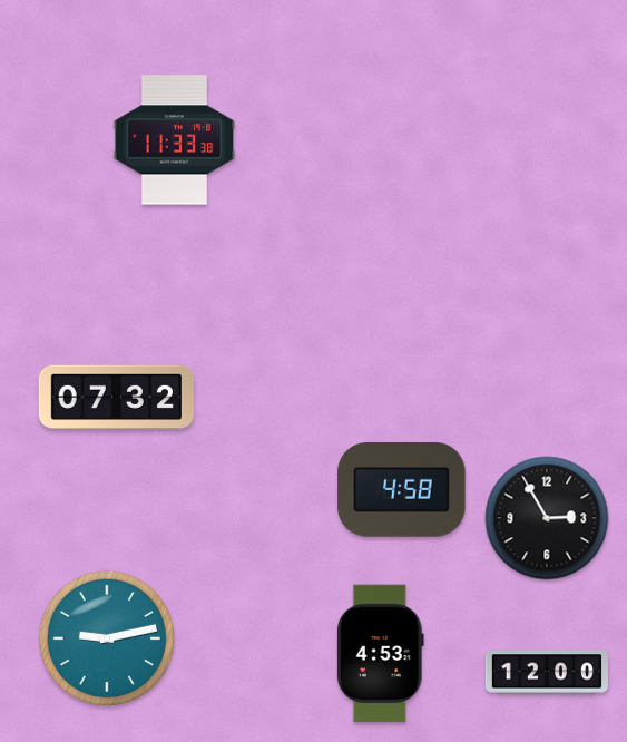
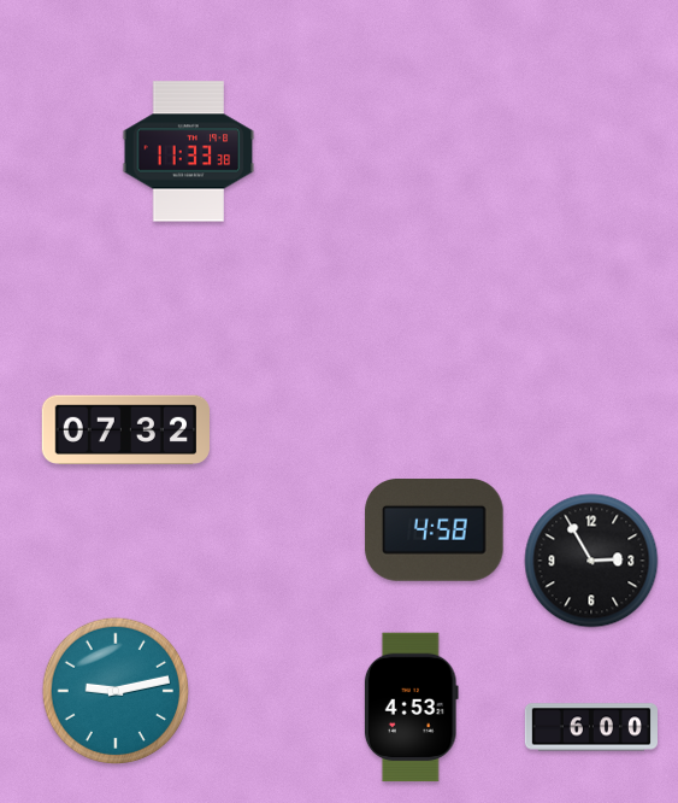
clock at (546, 672): 12:00 -> 6:00
